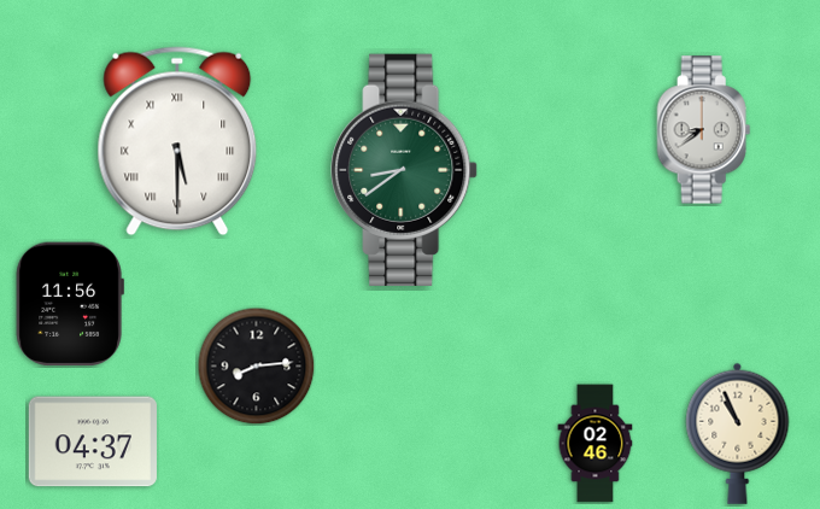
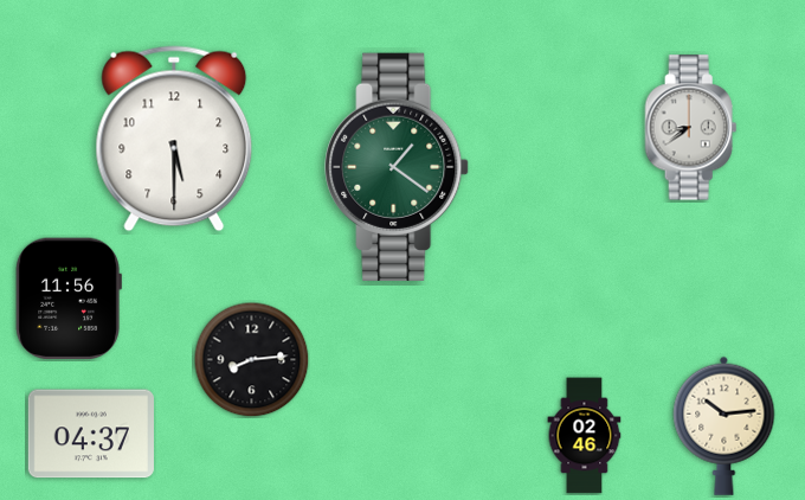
clock at (177, 141) numerals: Roman -> Arabic
clock at (404, 170): 8:39 -> 1:21
clock at (738, 433): 10:56 -> 10:14
